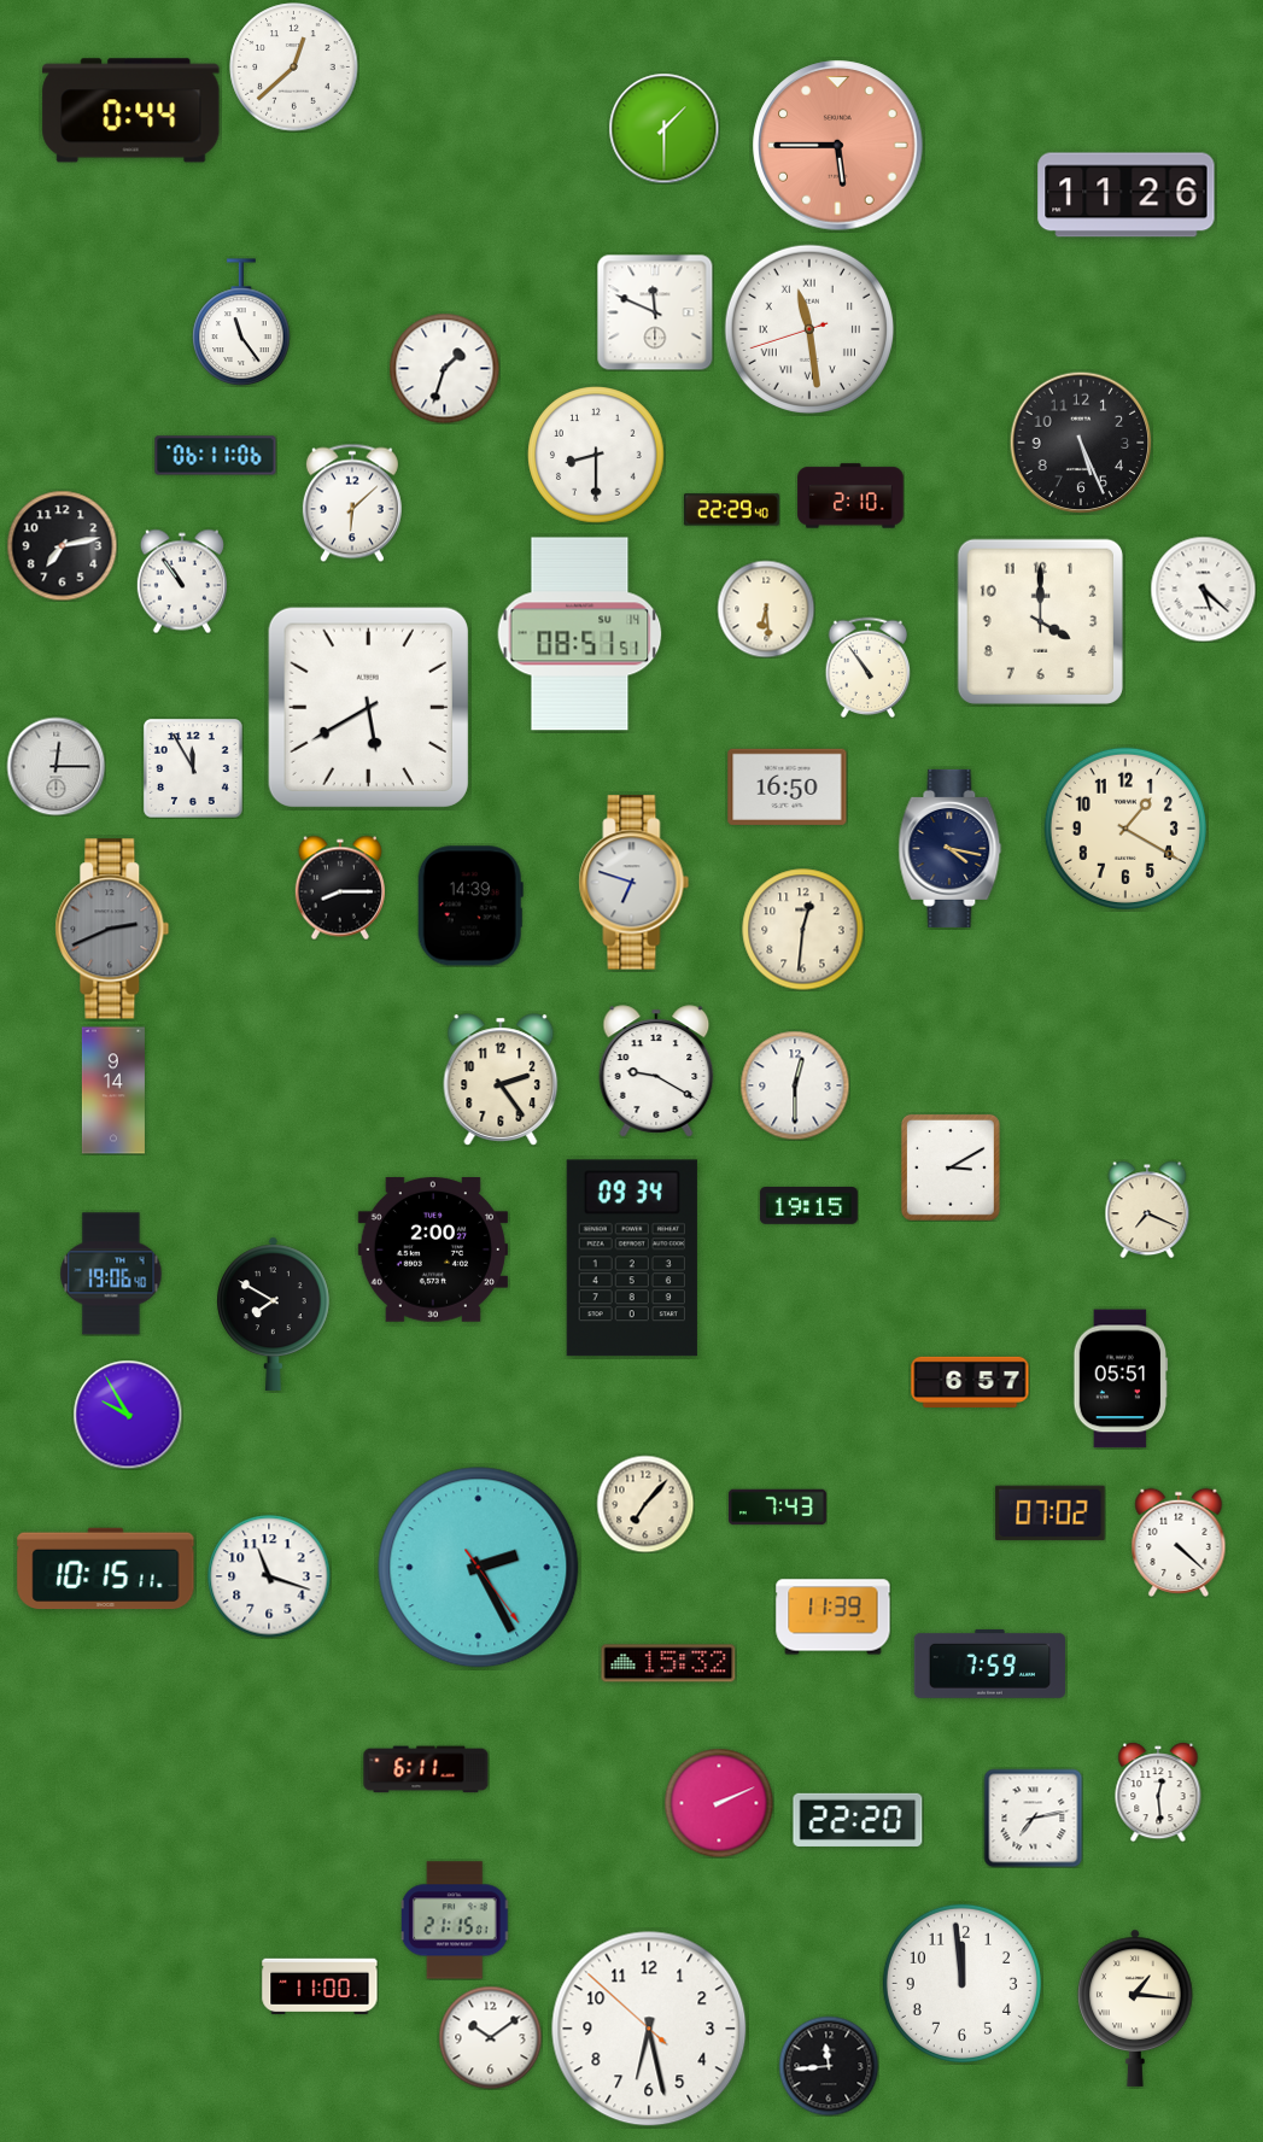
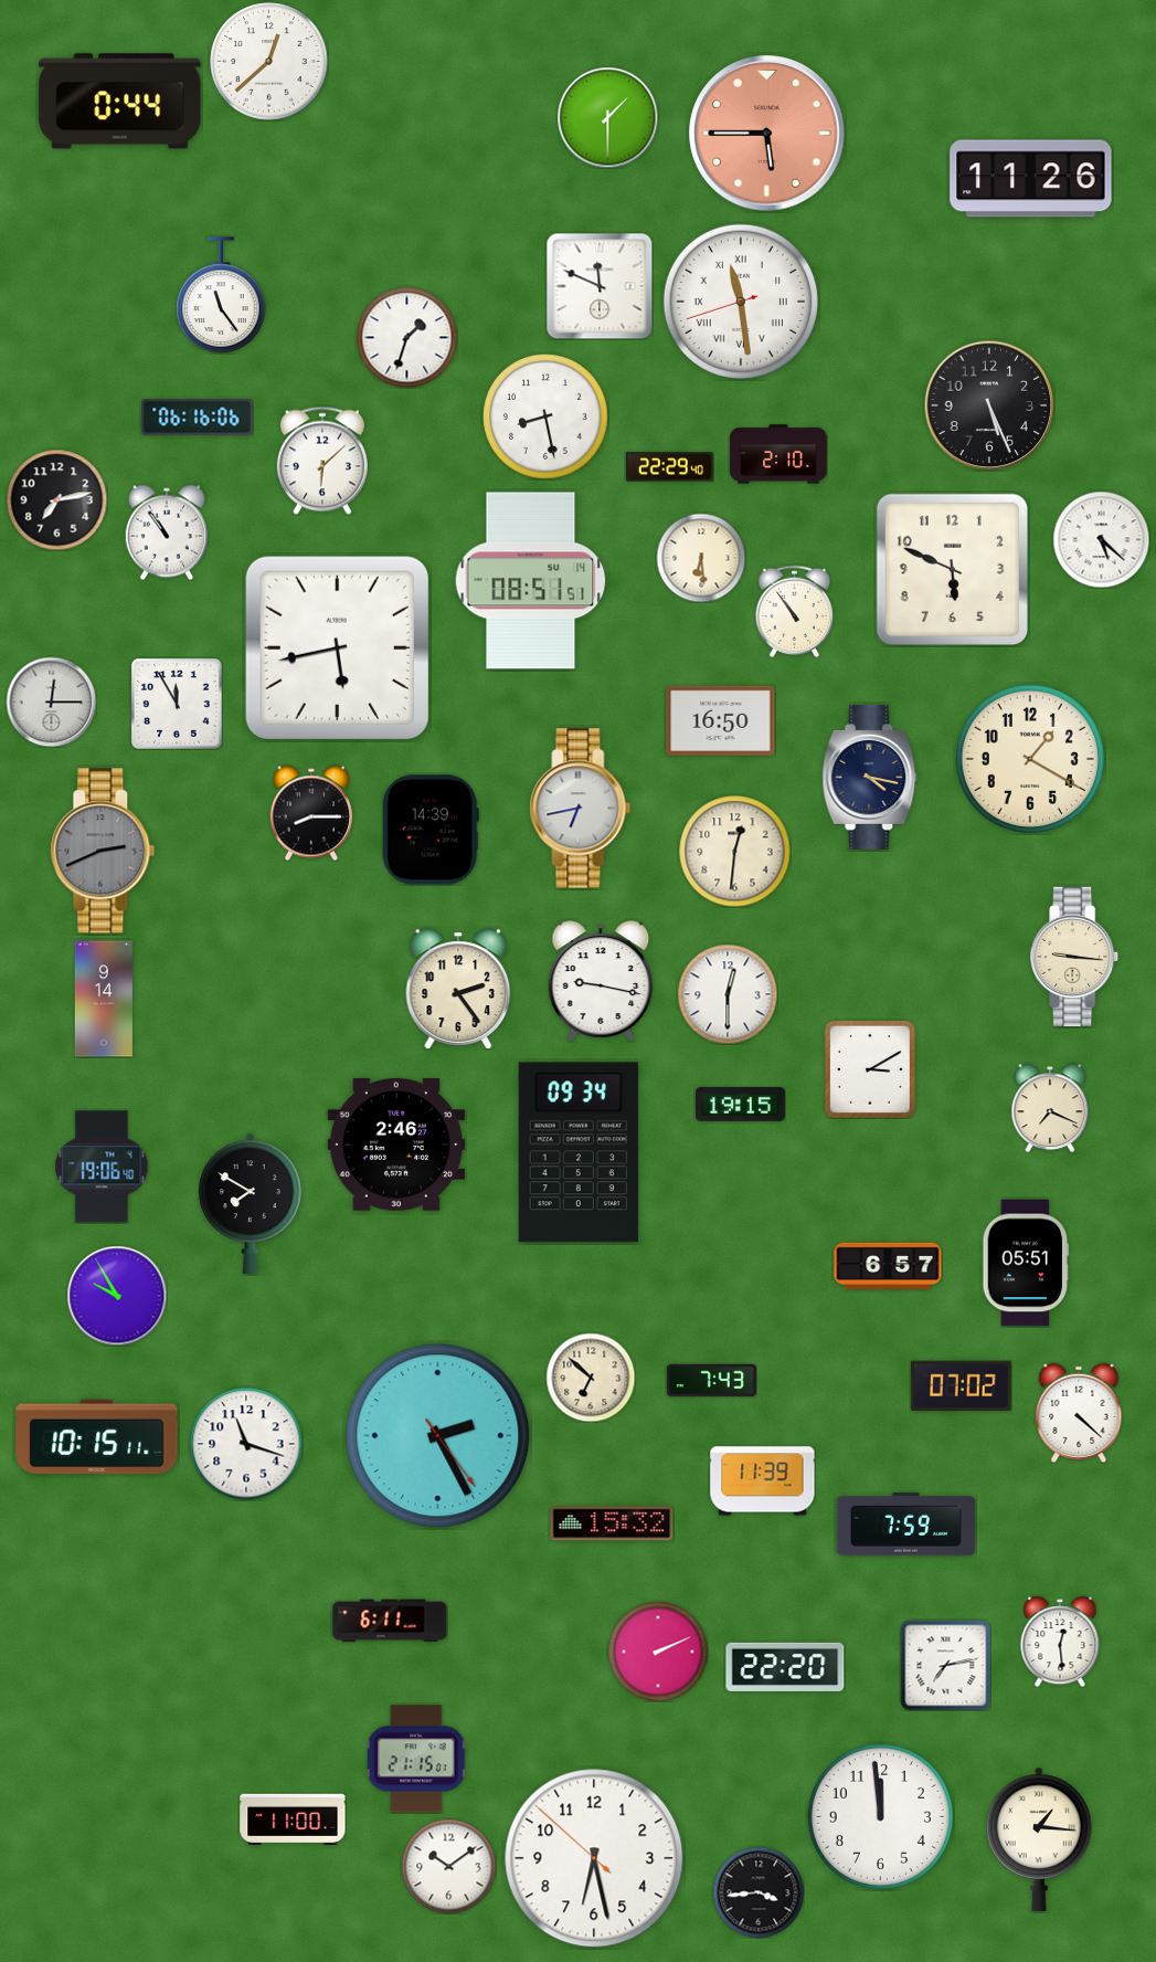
clock at (596, 455): 8:30 -> 8:28
clock at (216, 456): 06:11 -> 06:16
clock at (1040, 621): 4:00 -> 5:49
clock at (368, 707): 5:40 -> 5:43
clock at (635, 883): 6:48 -> 6:43
clock at (1075, 957): none -> 9:16
clock at (656, 1071): 9:20 -> 9:17
clock at (433, 1251): 2:00 -> 2:46
clock at (645, 1504): 7:07 -> 6:52
clock at (829, 2066): 11:44 -> 3:44
